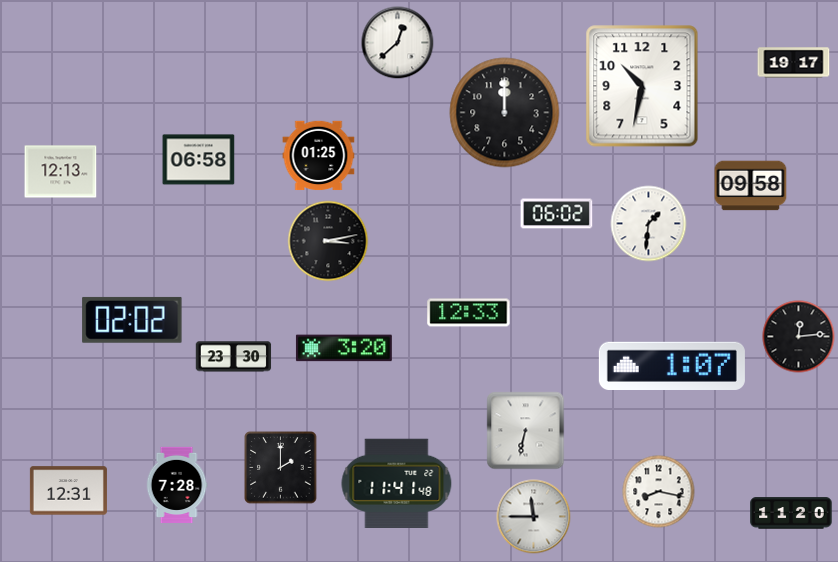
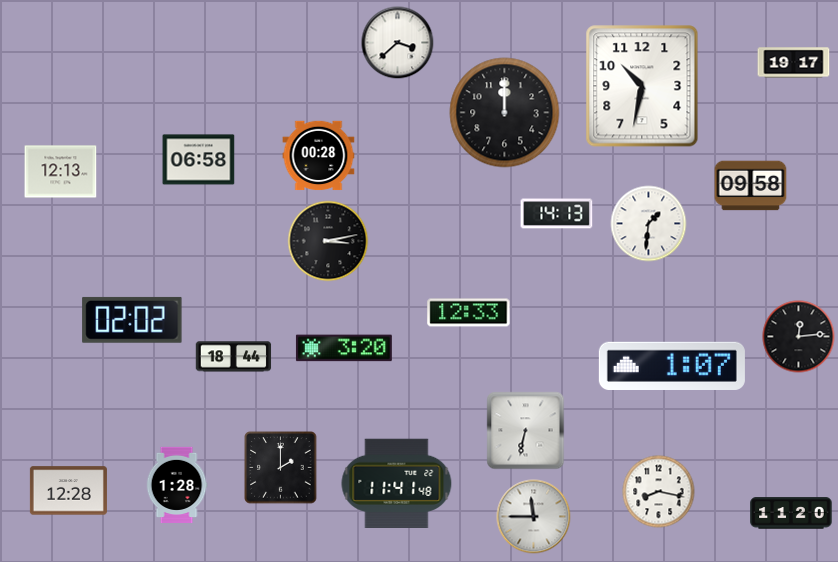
clock at (398, 43): 12:38 -> 3:38
clock at (319, 156): 01:25 -> 00:28
clock at (557, 214): 06:02 -> 14:13
clock at (234, 357): 23:30 -> 18:44
clock at (177, 484): 7:28 -> 1:28
clock at (68, 491): 12:31 -> 12:28
